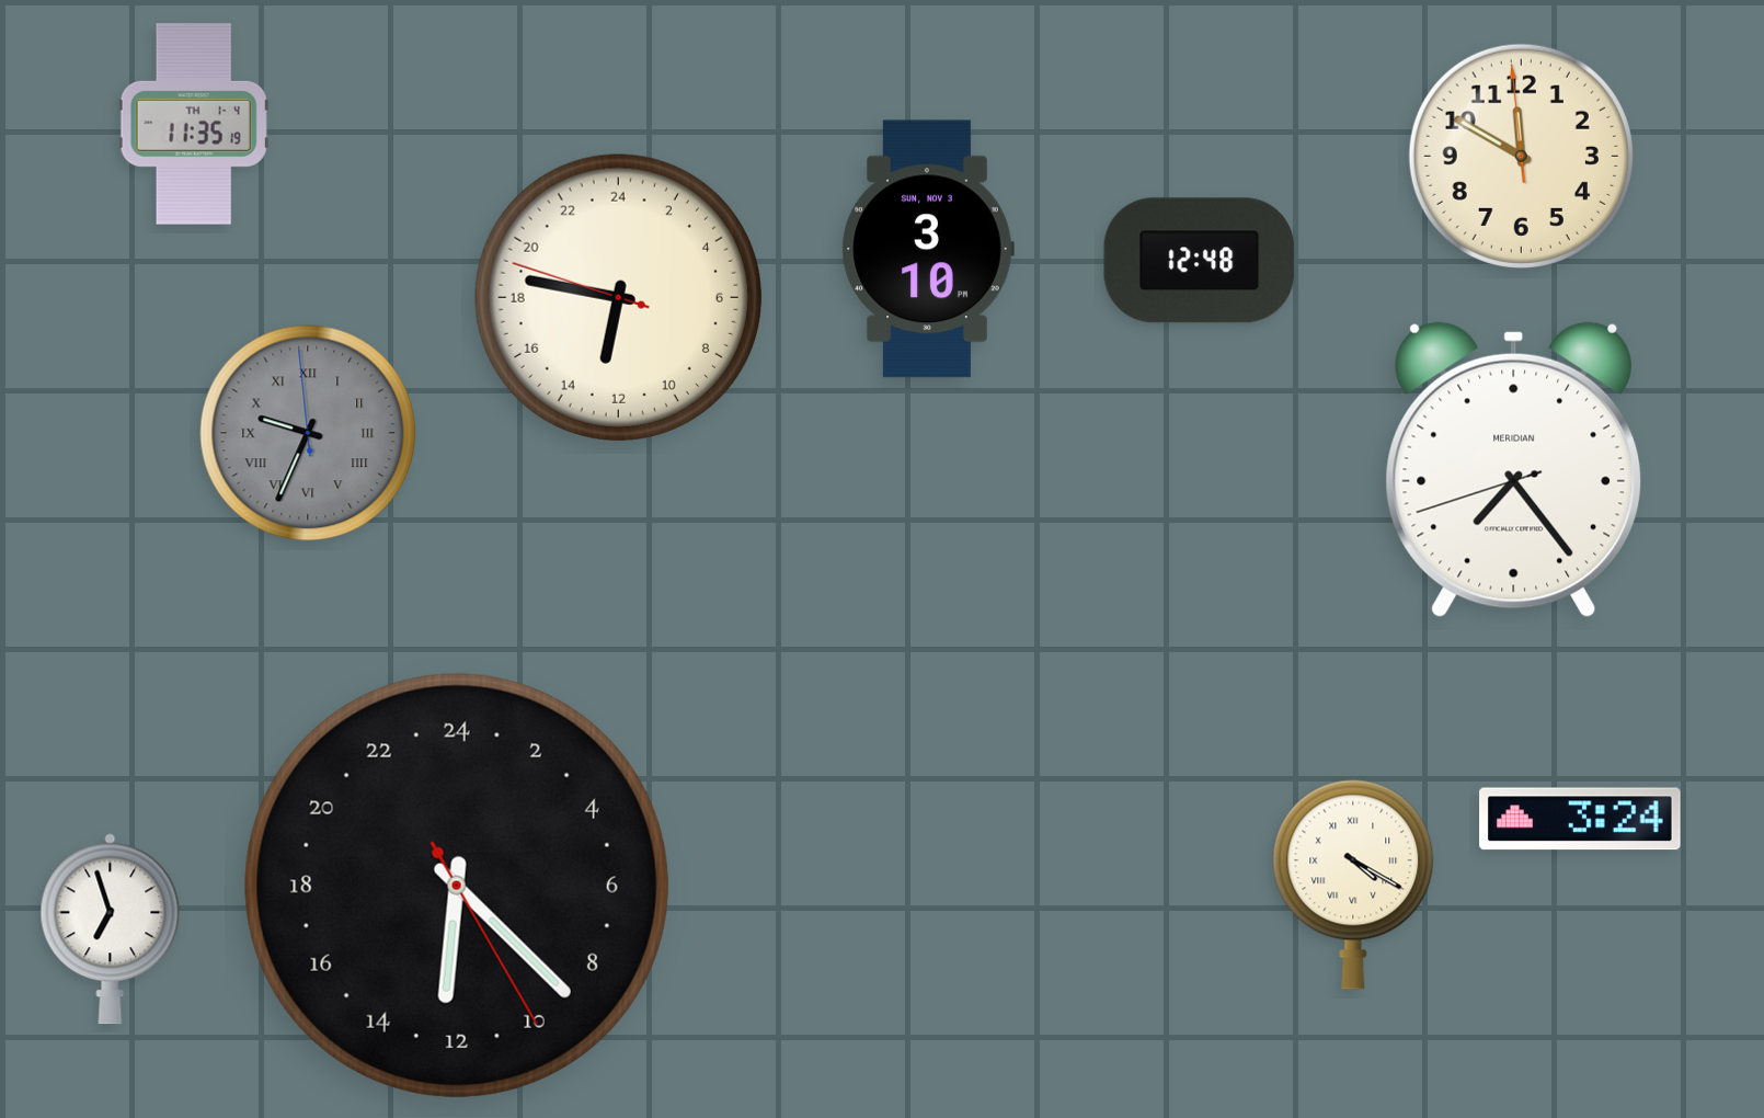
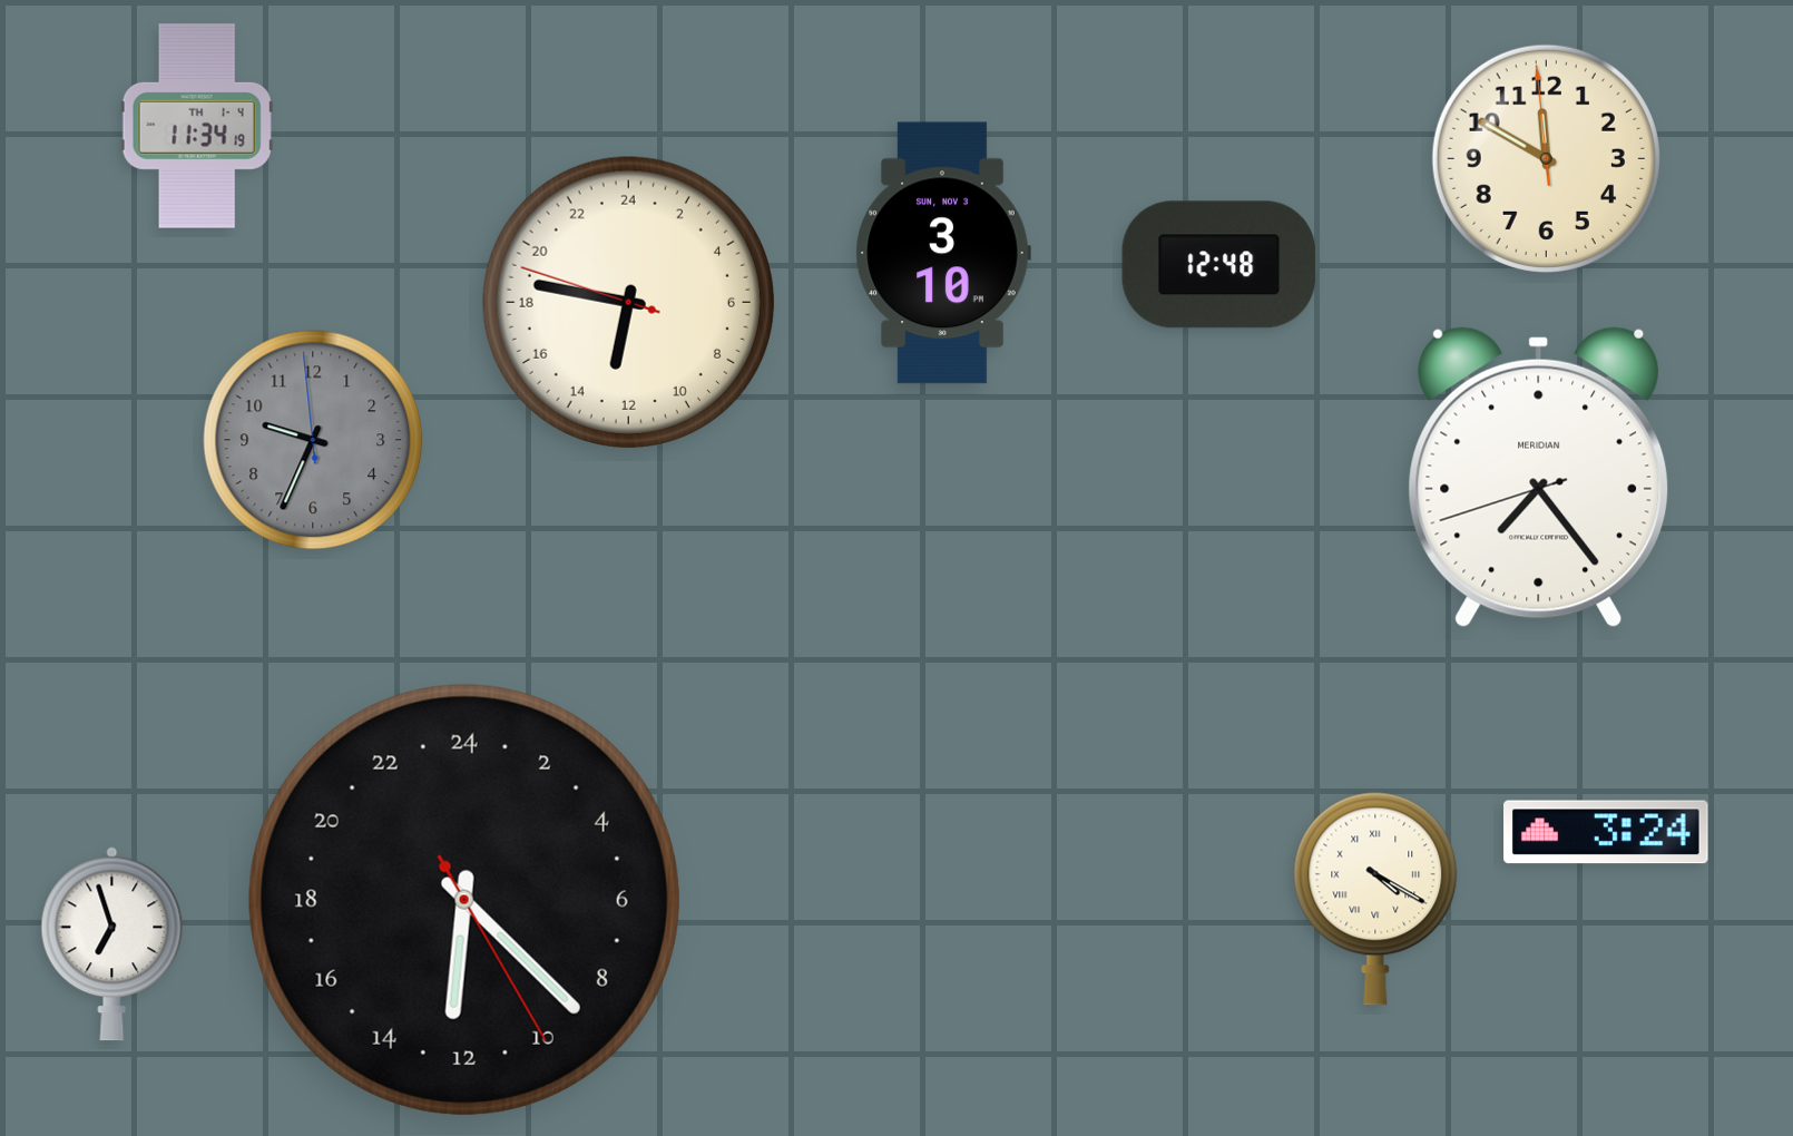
clock at (194, 124): 11:35 -> 11:34
clock at (308, 433) numerals: Roman -> Arabic
